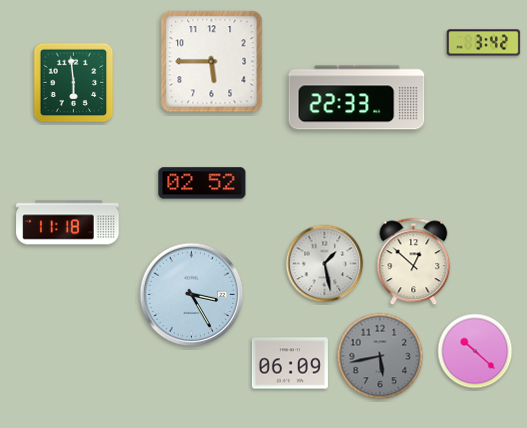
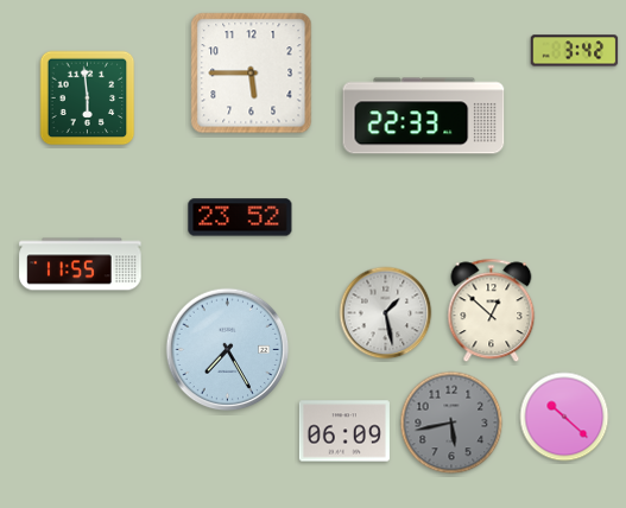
clock at (202, 183): 02:52 -> 23:52
clock at (68, 223): 11:18 -> 11:55
clock at (192, 295): 3:25 -> 7:25
